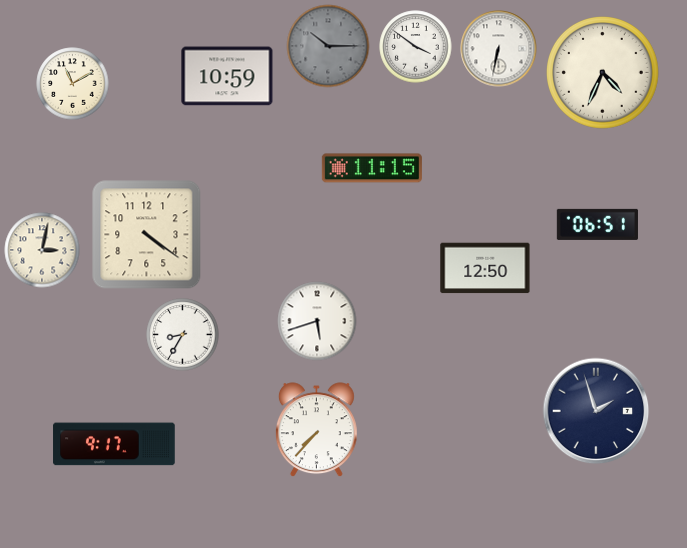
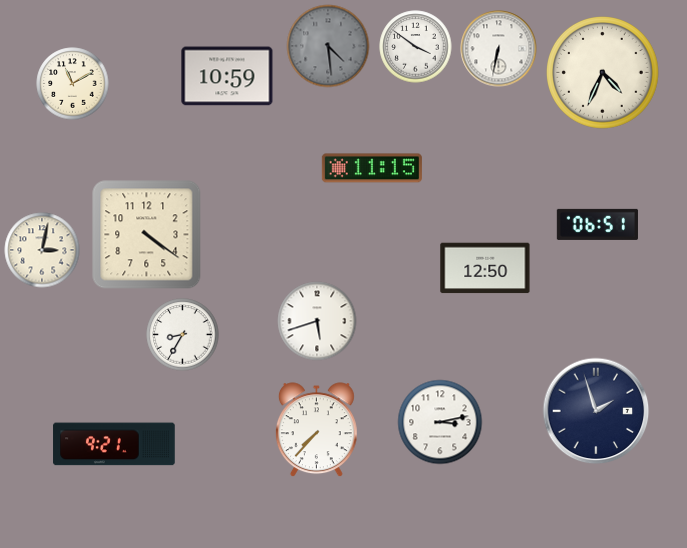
clock at (328, 46): 10:15 -> 4:29
clock at (440, 422): none -> 3:13
clock at (114, 444): 9:17 -> 9:21
